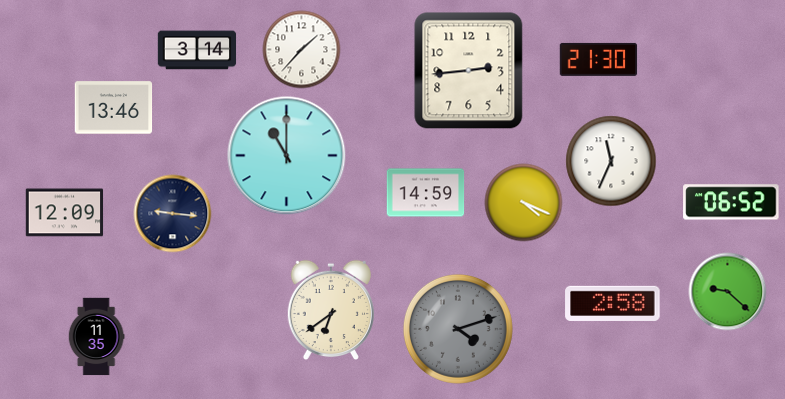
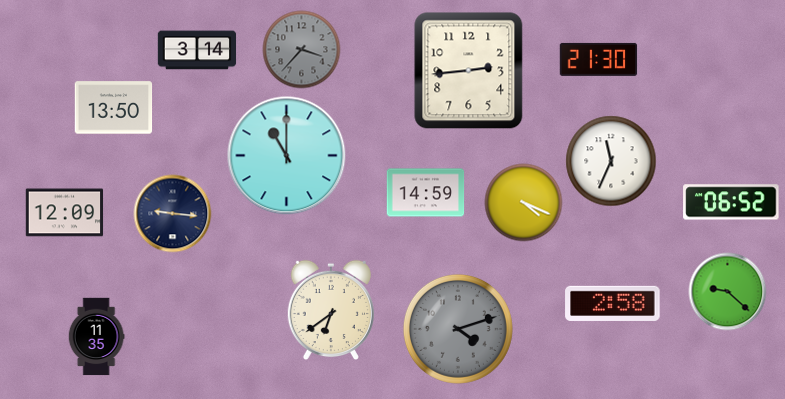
clock at (301, 49): 1:37 -> 3:37
clock at (301, 49) dial: white -> grey
clock at (113, 108): 13:46 -> 13:50
